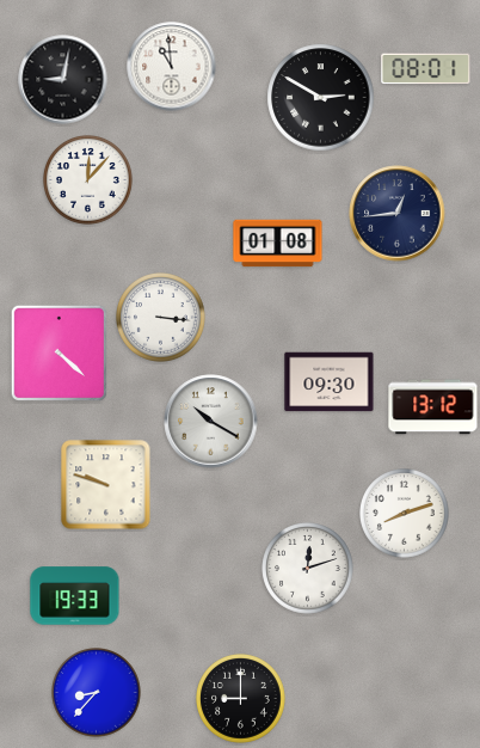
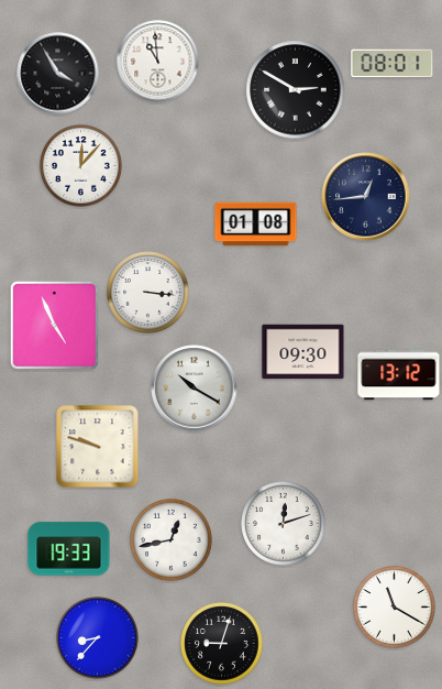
clock at (63, 80): 9:02 -> 3:55
clock at (59, 352): 4:22 -> 4:56
clock at (405, 514): 8:12 -> none
clock at (172, 540): none -> 12:43
clock at (395, 608): none -> 11:20
clock at (97, 693) position: (97, 693) -> (98, 638)
clock at (241, 699): 9:00 -> 9:03
